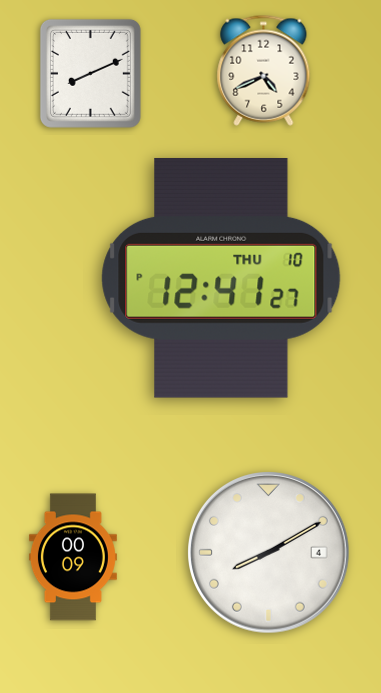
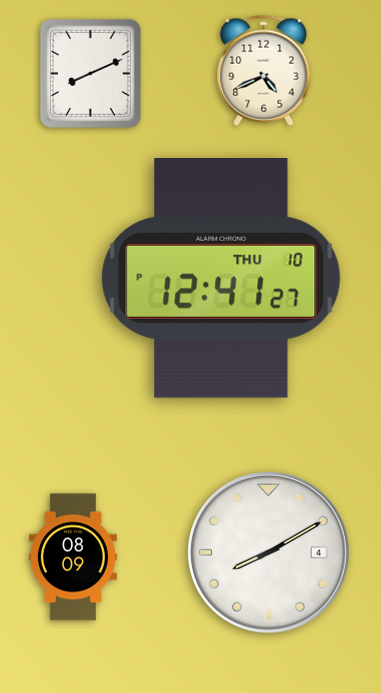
clock at (73, 557): 00:09 -> 08:09
